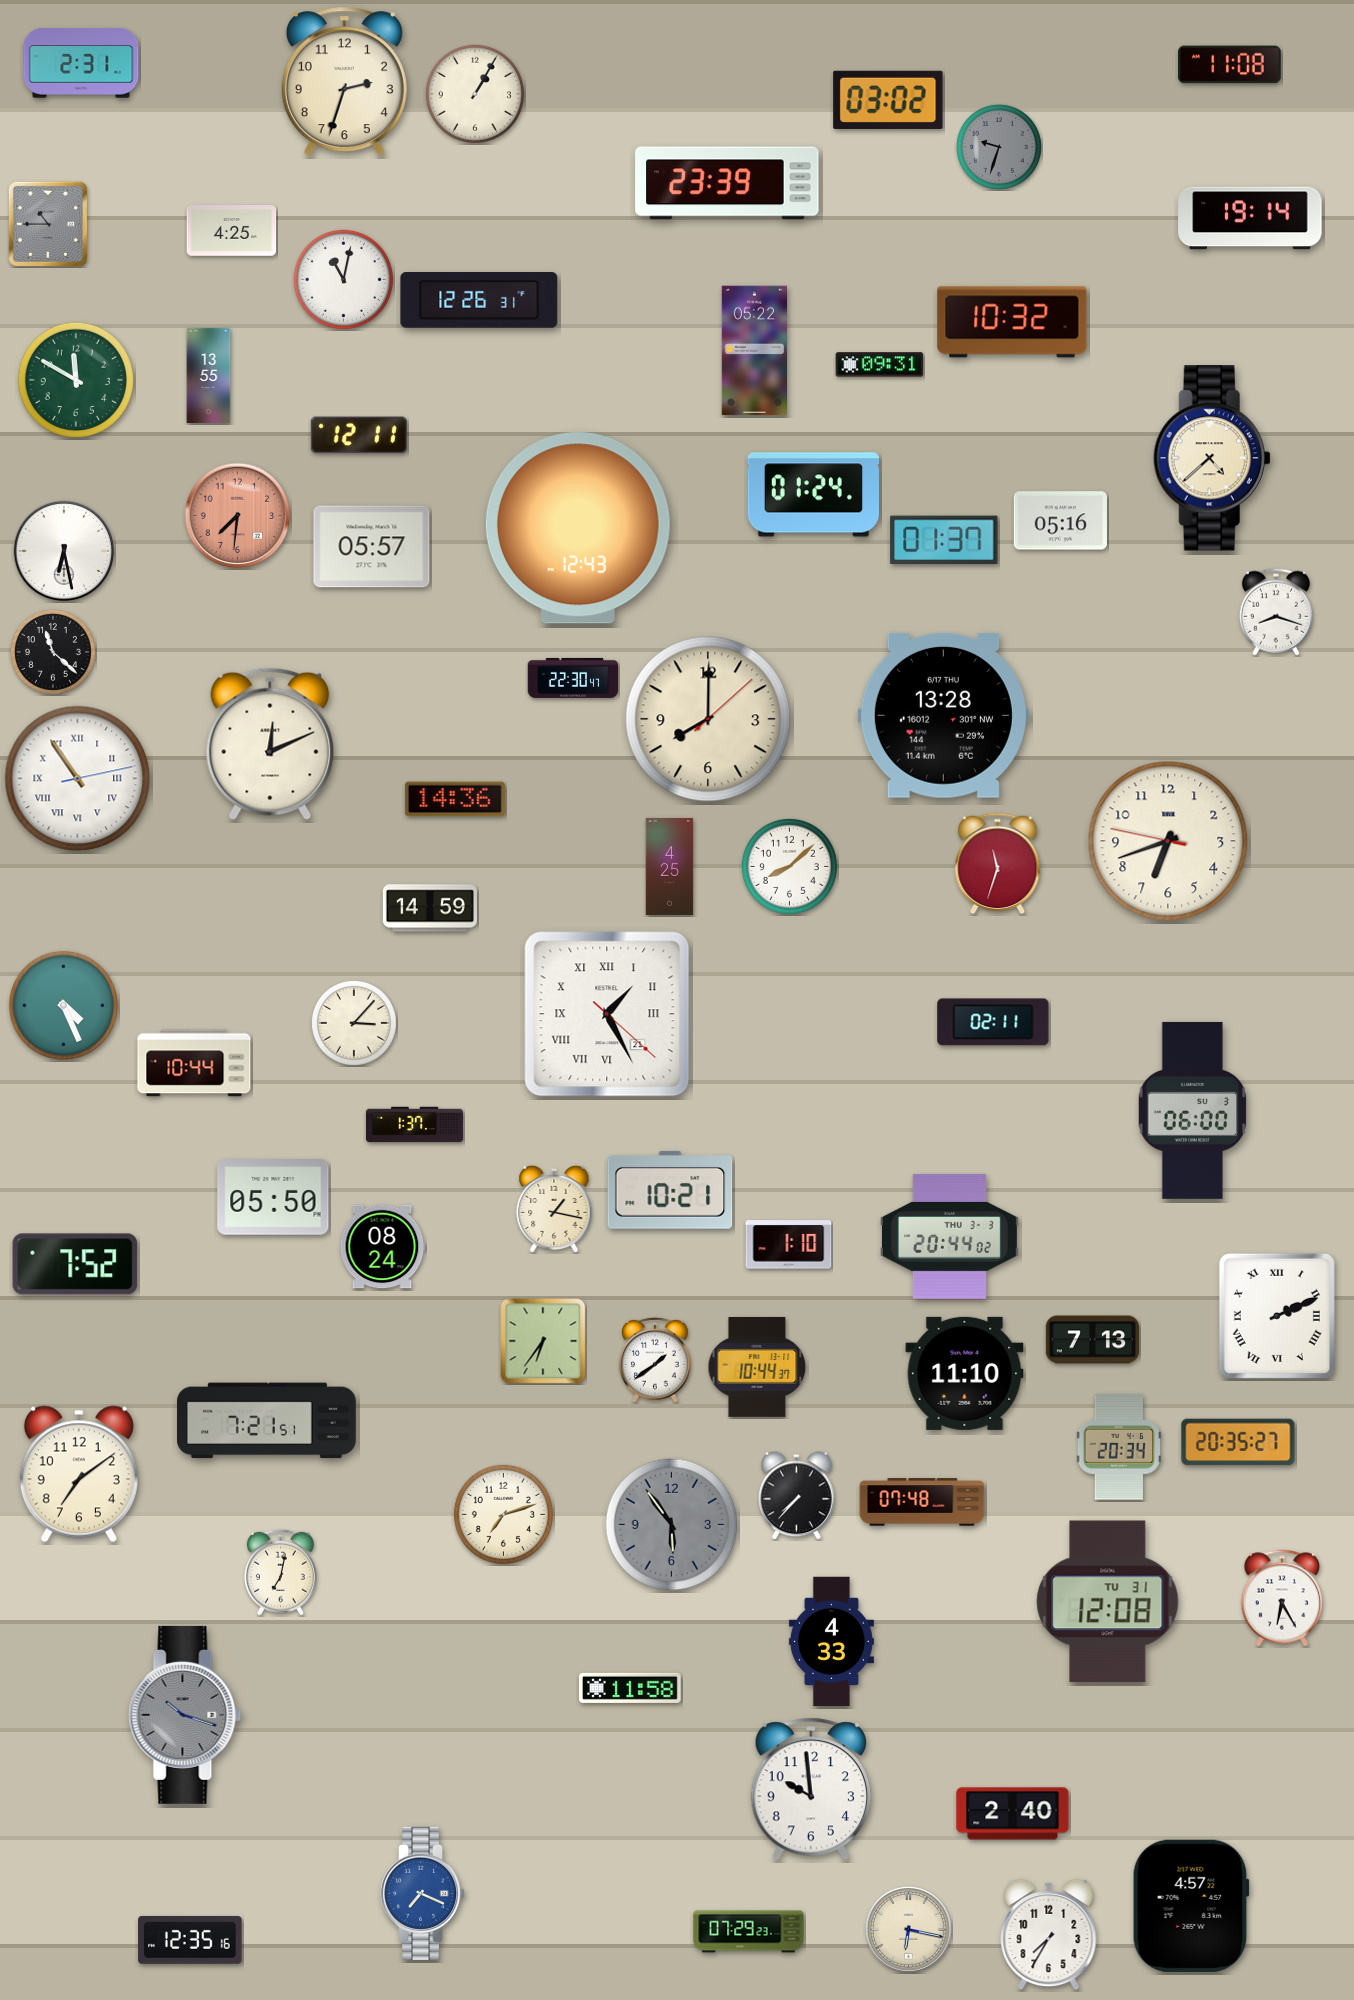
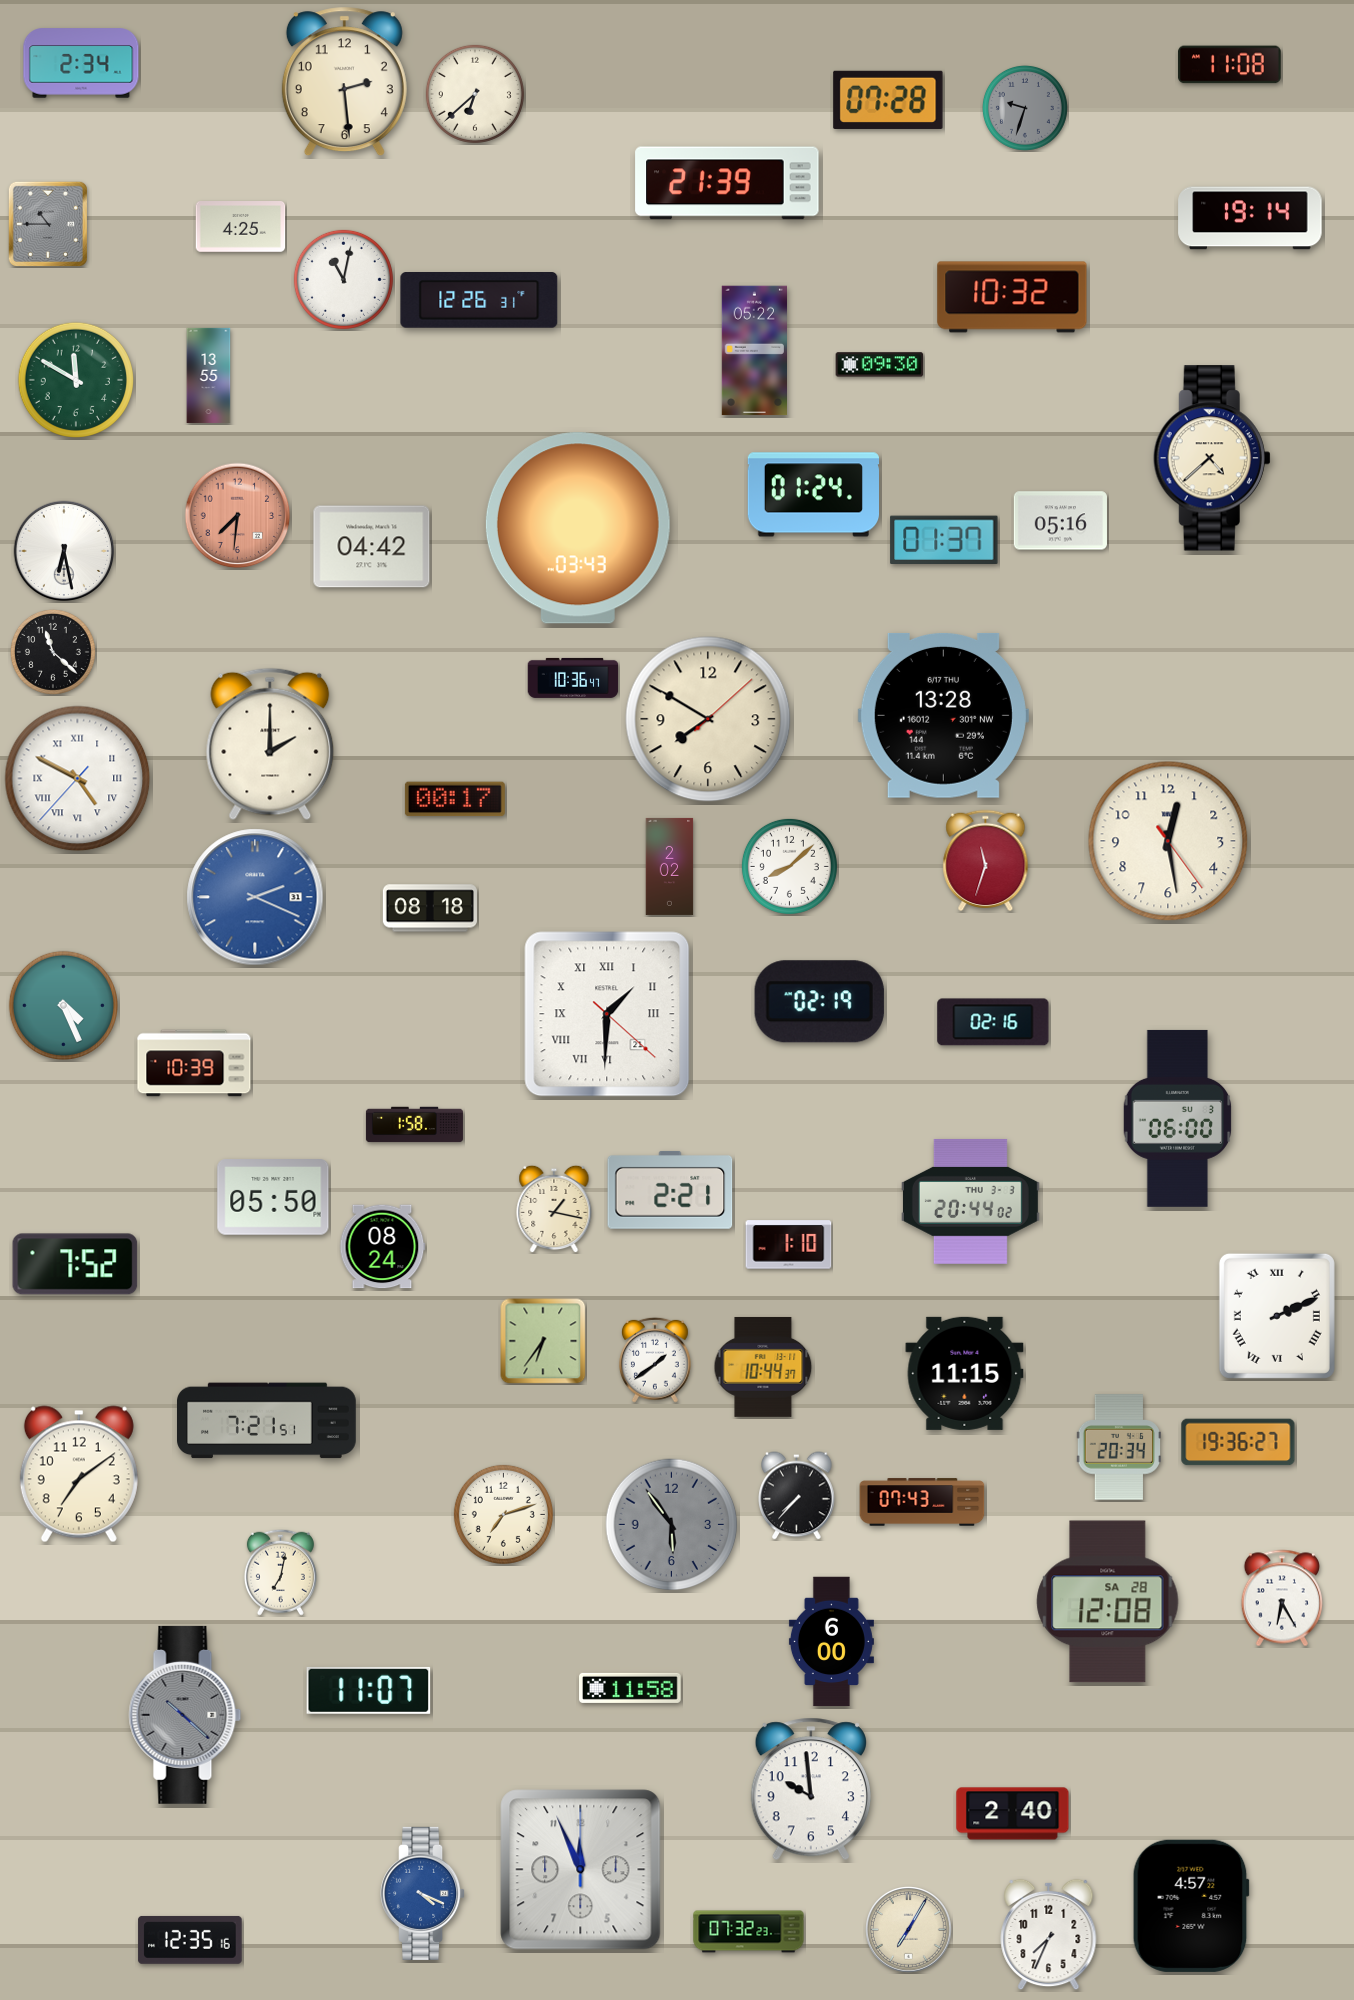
clock at (81, 63): 2:31 -> 2:34
clock at (344, 82): 2:33 -> 2:29
clock at (475, 94): 1:05 -> 6:38
clock at (888, 99): 03:02 -> 07:28
clock at (999, 147) position: (999, 147) -> (1025, 108)
clock at (727, 183): 23:39 -> 21:39
clock at (232, 231) position: (232, 231) -> (241, 227)
clock at (1012, 322) position: (1012, 322) -> (1012, 297)
clock at (880, 365): 09:31 -> 09:30
clock at (359, 435): 12:11 -> none
clock at (578, 528): 12:43 -> 03:43
clock at (372, 547): 05:57 -> 04:42
clock at (1276, 612): 8:18 -> none
clock at (573, 678): 22:30 -> 10:36
clock at (708, 719): 8:00 -> 7:50
clock at (270, 744): 12:11 -> 2:00
clock at (78, 779): 10:54 -> 4:49
clock at (455, 799): 14:36 -> 00:17
clock at (1168, 841): 6:41 -> 12:28
clock at (998, 864) position: (998, 864) -> (986, 861)
clock at (670, 866): 4:25 -> 2:02
clock at (255, 897): none -> 2:19
clock at (430, 908): 14:59 -> 08:18
clock at (819, 1002): none -> 02:19
clock at (607, 1014): 1:25 -> 1:30
clock at (993, 1022): 02:11 -> 02:16
clock at (354, 1023): 3:07 -> none
clock at (194, 1063): 10:44 -> 10:39
clock at (1193, 1110) position: (1193, 1110) -> (1178, 1118)
clock at (414, 1125): 1:37 -> 1:58
clock at (670, 1190): 10:21 -> 2:21
clock at (949, 1236) position: (949, 1236) -> (970, 1201)
clock at (1092, 1340): 7:13 -> none
clock at (757, 1367) position: (757, 1367) -> (763, 1367)
clock at (965, 1373): 11:10 -> 11:15
clock at (1238, 1442): 20:35 -> 19:36
clock at (922, 1502): 07:48 -> 07:43
clock at (1108, 1602) date: TU 31 -> SA 28
clock at (831, 1642): 4:33 -> 6:00
clock at (369, 1690): none -> 11:07
clock at (185, 1715): 10:18 -> 10:22
clock at (581, 1870): none -> 11:56
clock at (424, 1893): 7:19 -> 4:19
clock at (909, 1930): 6:17 -> 7:05
clock at (749, 1932): 07:29 -> 07:32
clock at (1049, 1935): 7:35 -> 7:34
